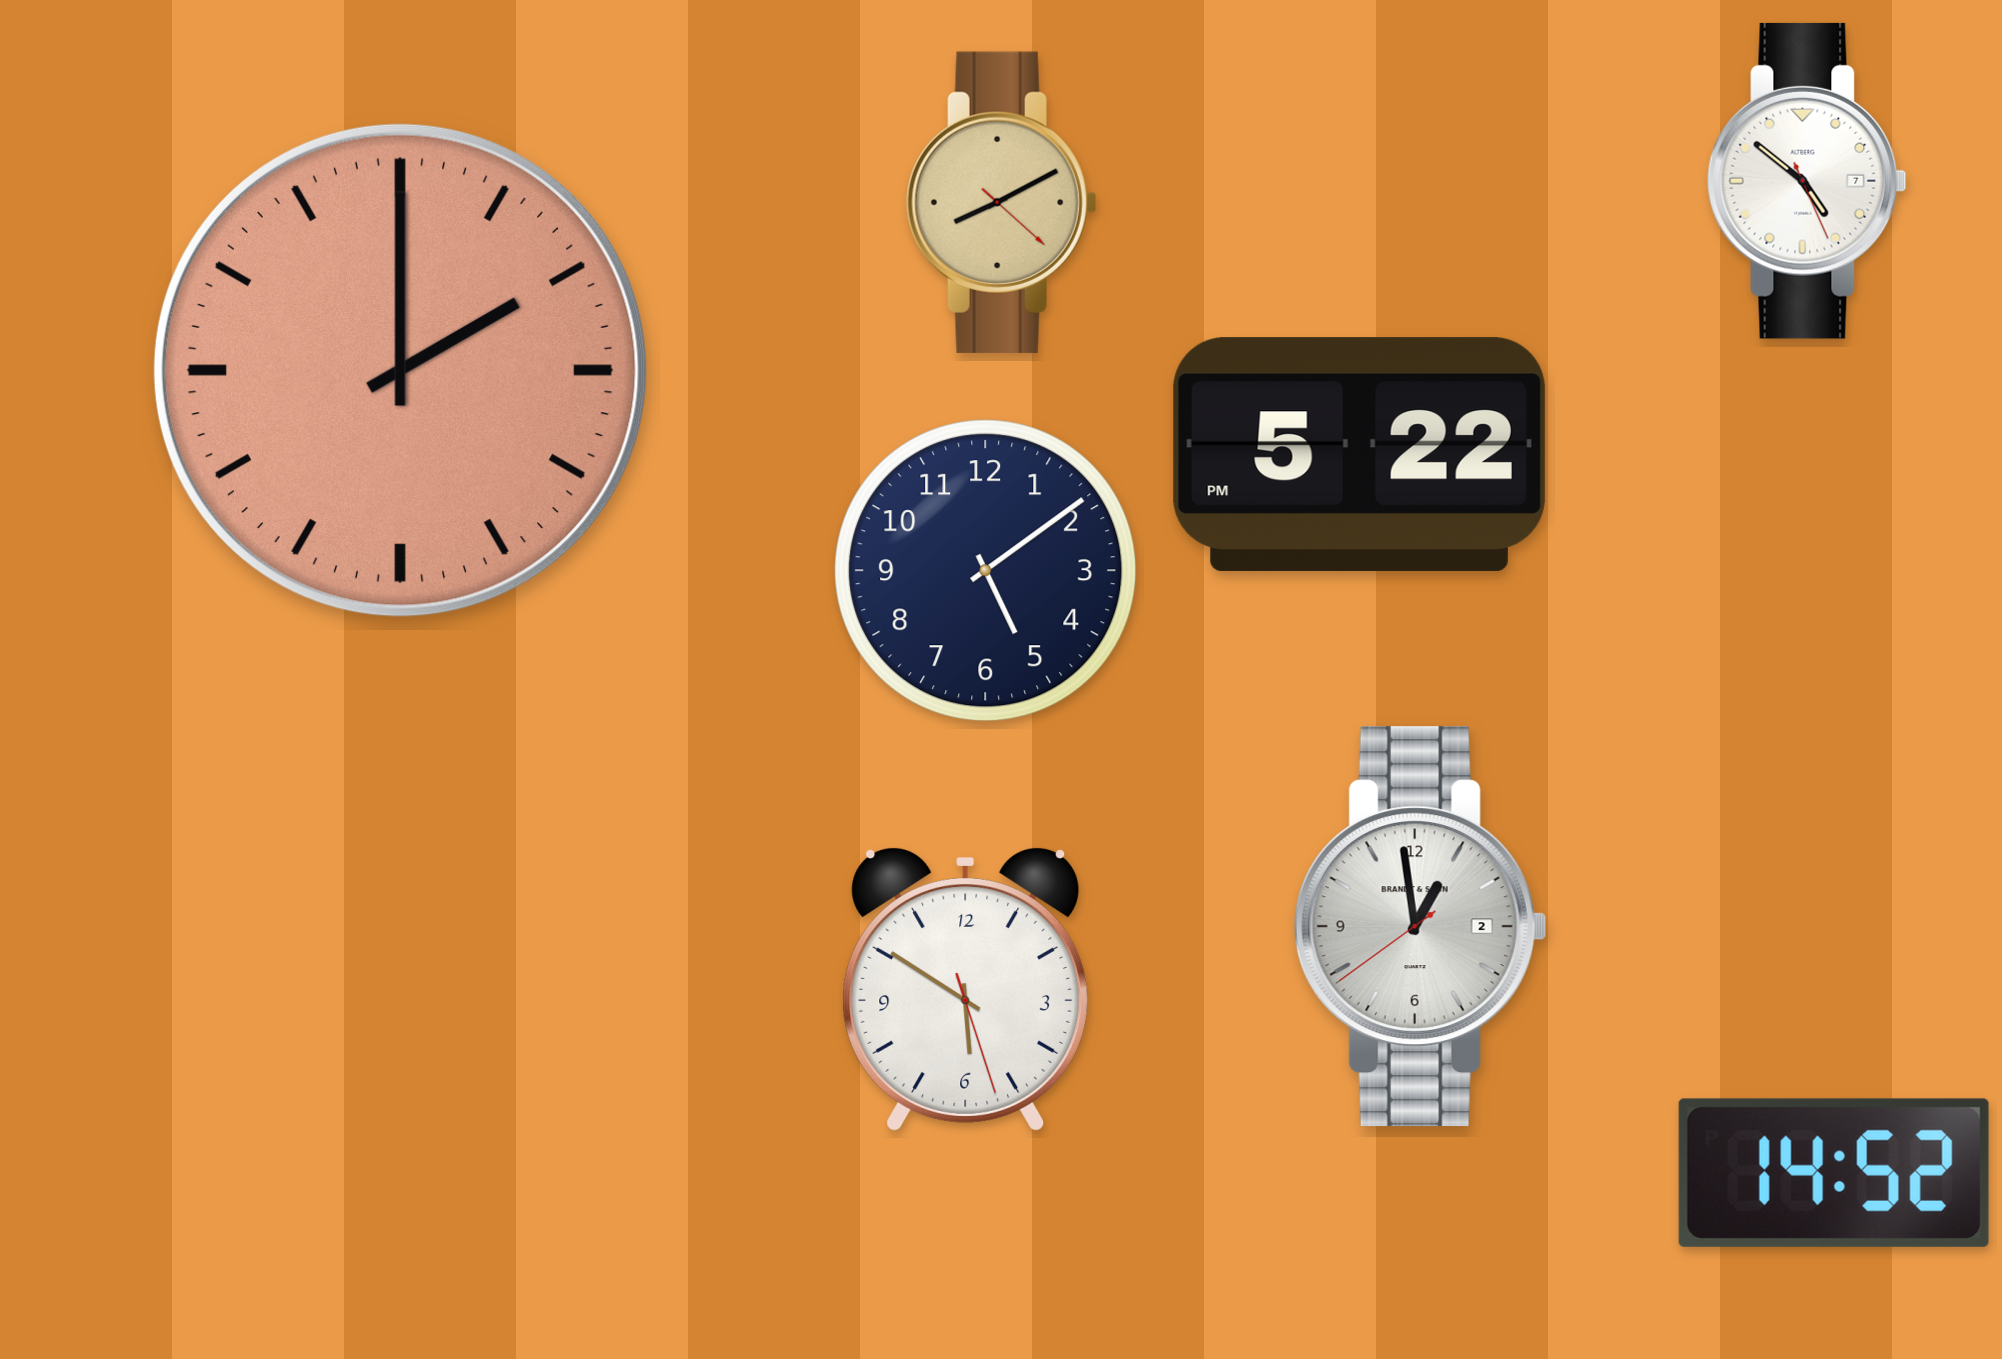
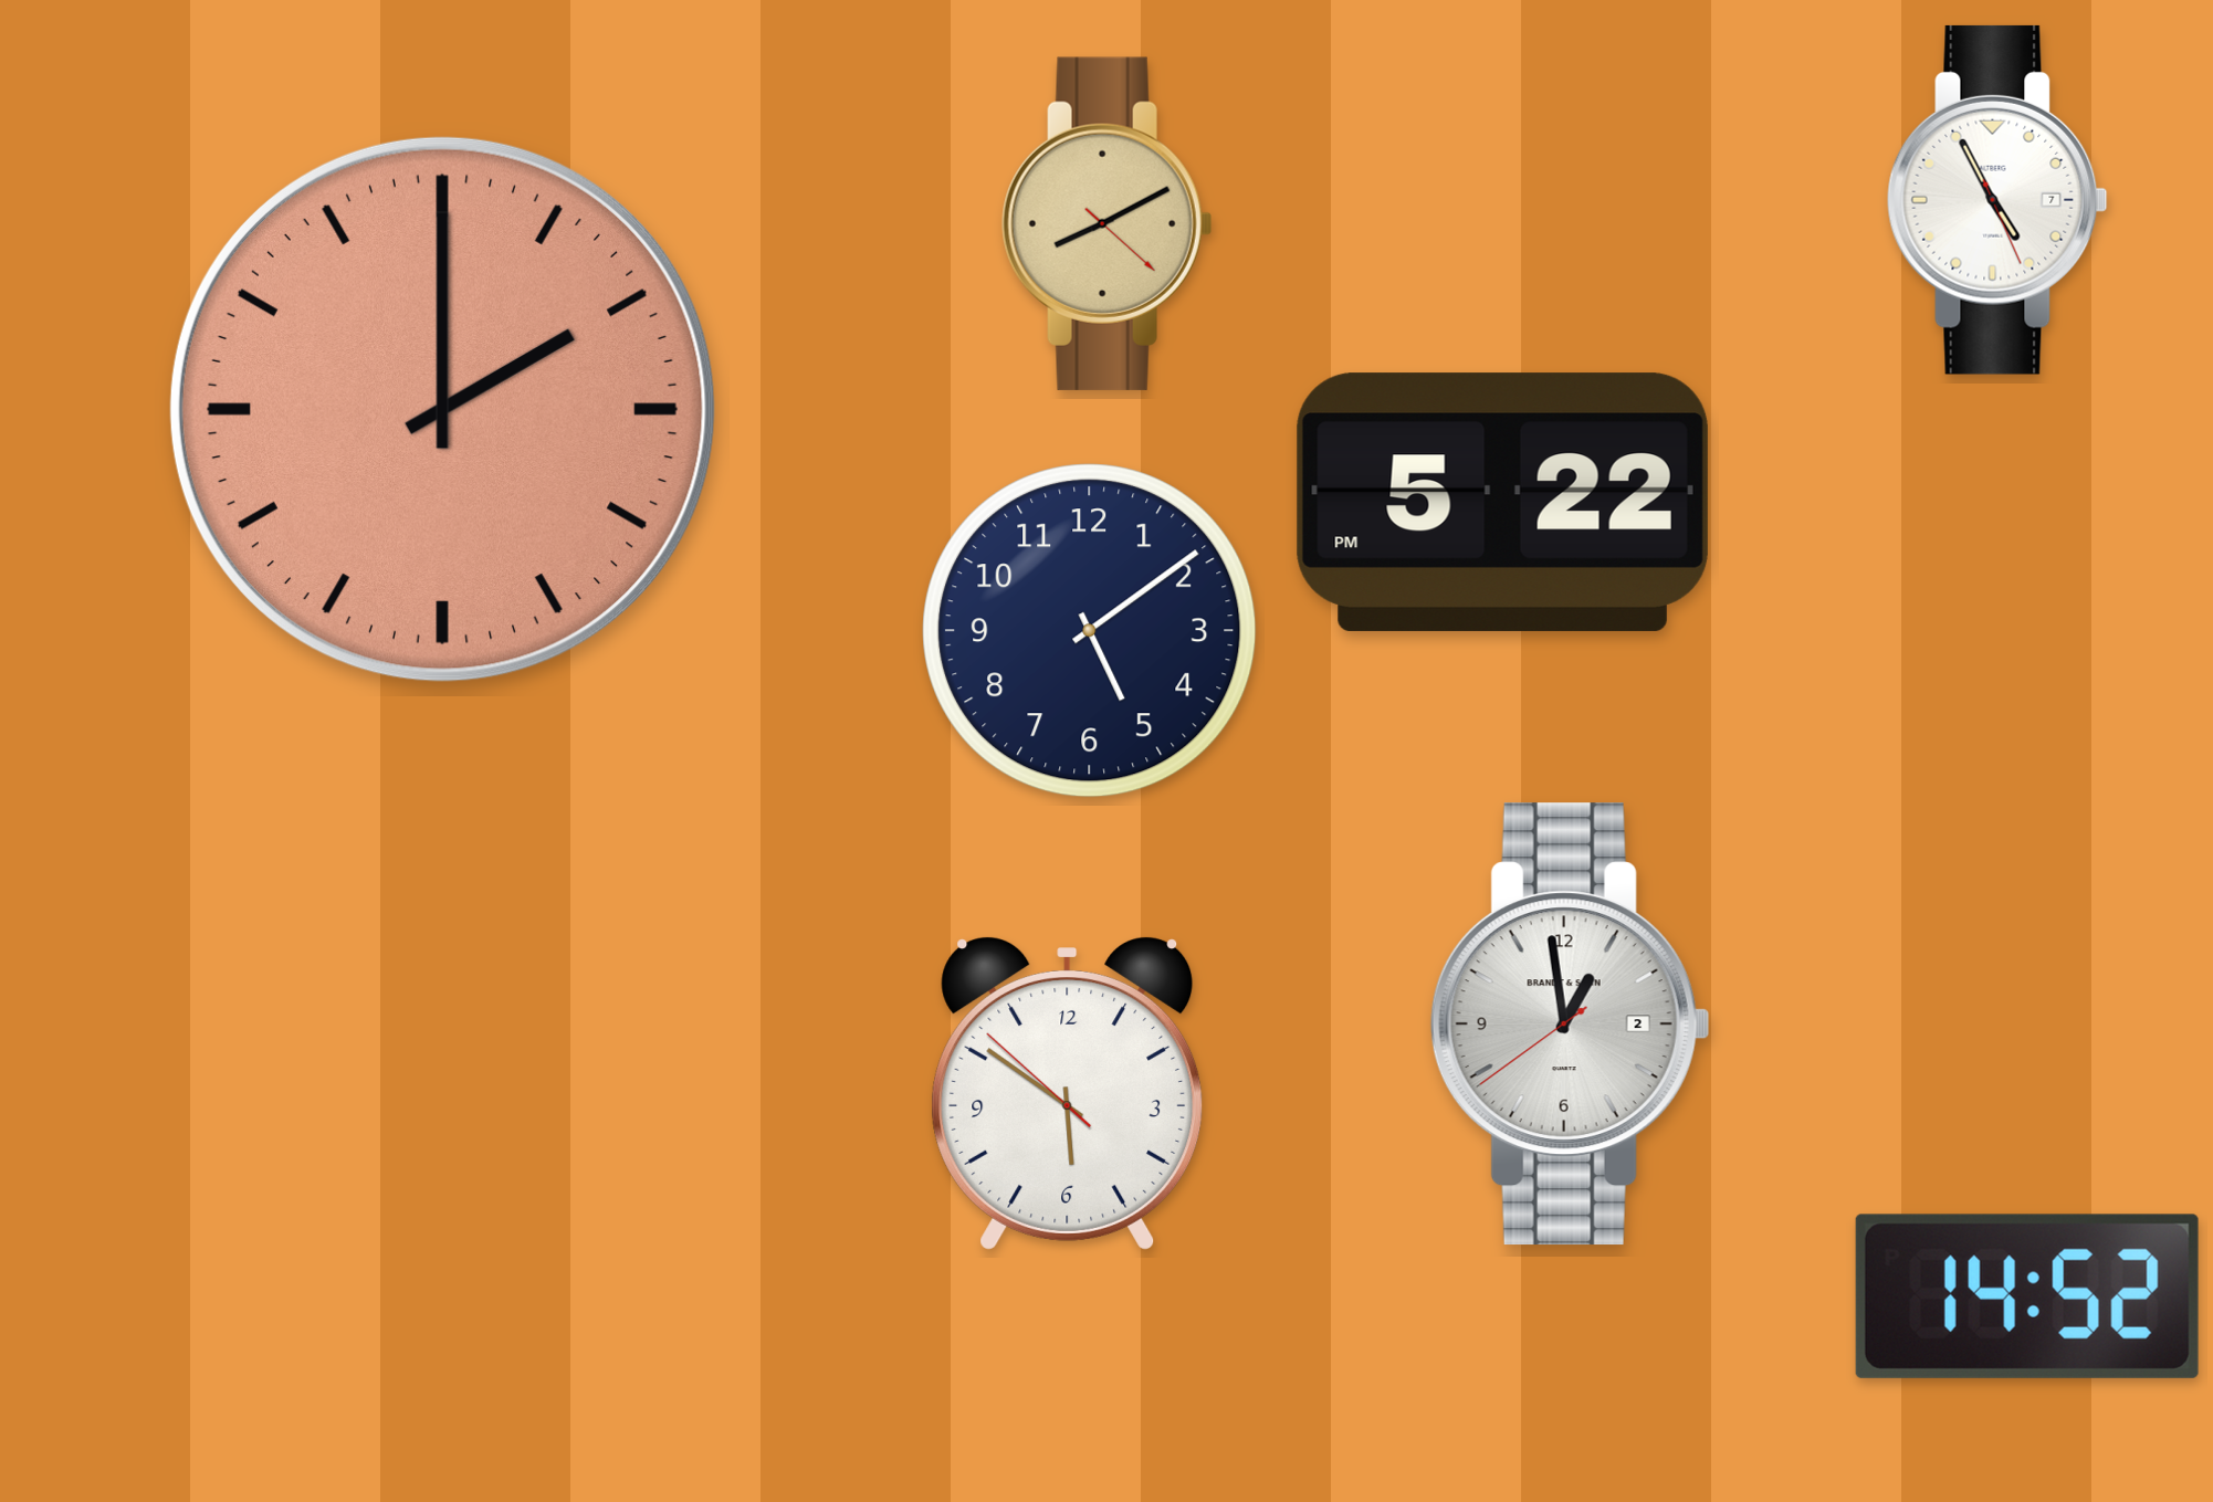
clock at (1807, 181): 4:51 -> 4:55
clock at (966, 990): 5:50:27 -> 5:50:52
